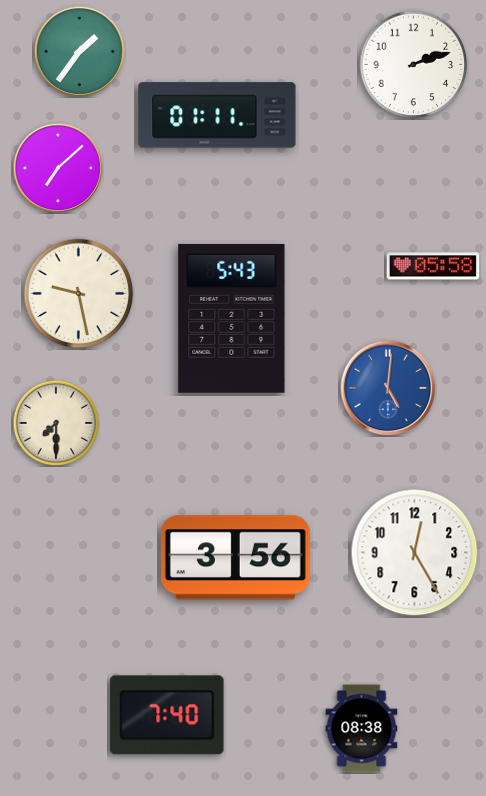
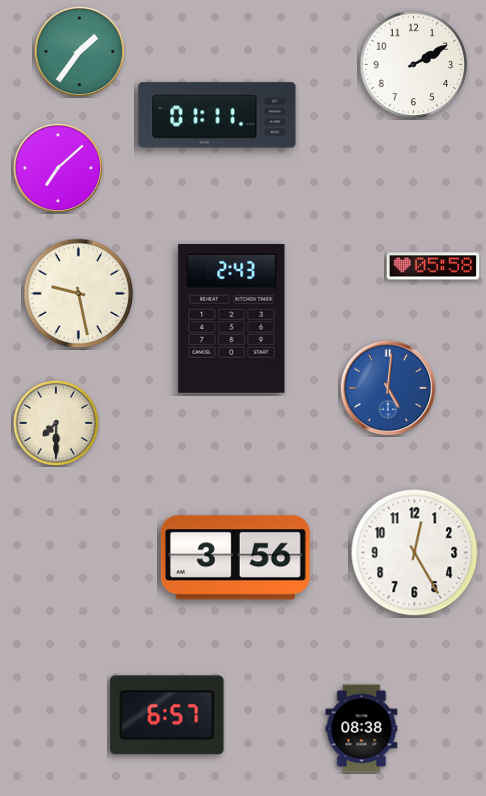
clock at (414, 65): 2:12 -> 2:10
clock at (232, 318): 5:43 -> 2:43
clock at (167, 715): 7:40 -> 6:57
